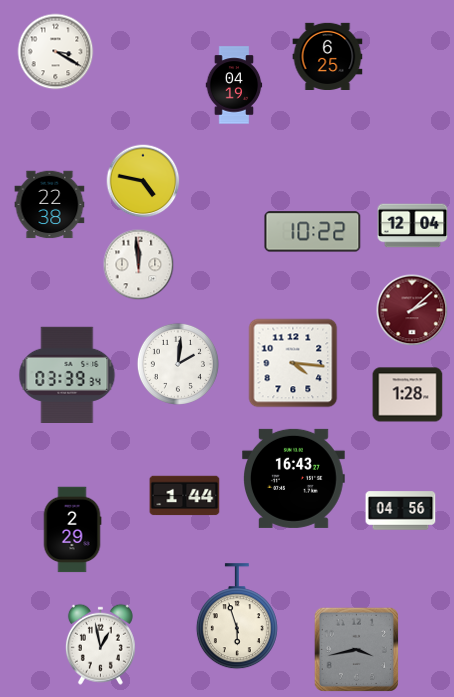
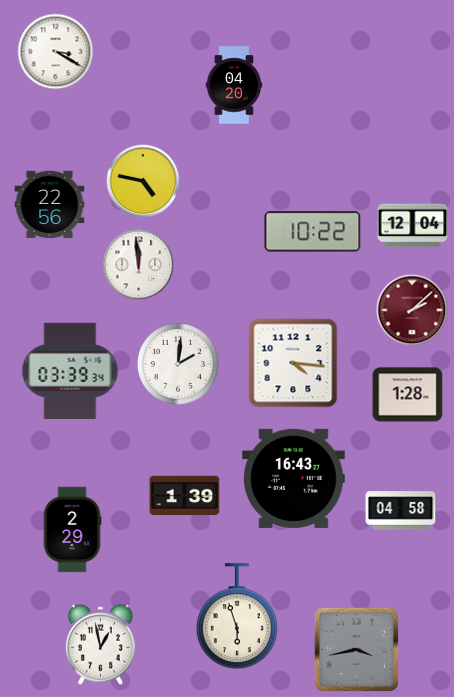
clock at (328, 56): 6:25 -> none
clock at (234, 85): 04:19 -> 04:20
clock at (50, 205): 22:38 -> 22:56
clock at (67, 374) position: (67, 374) -> (70, 370)
clock at (185, 496): 1:44 -> 1:39
clock at (401, 511): 04:56 -> 04:58
